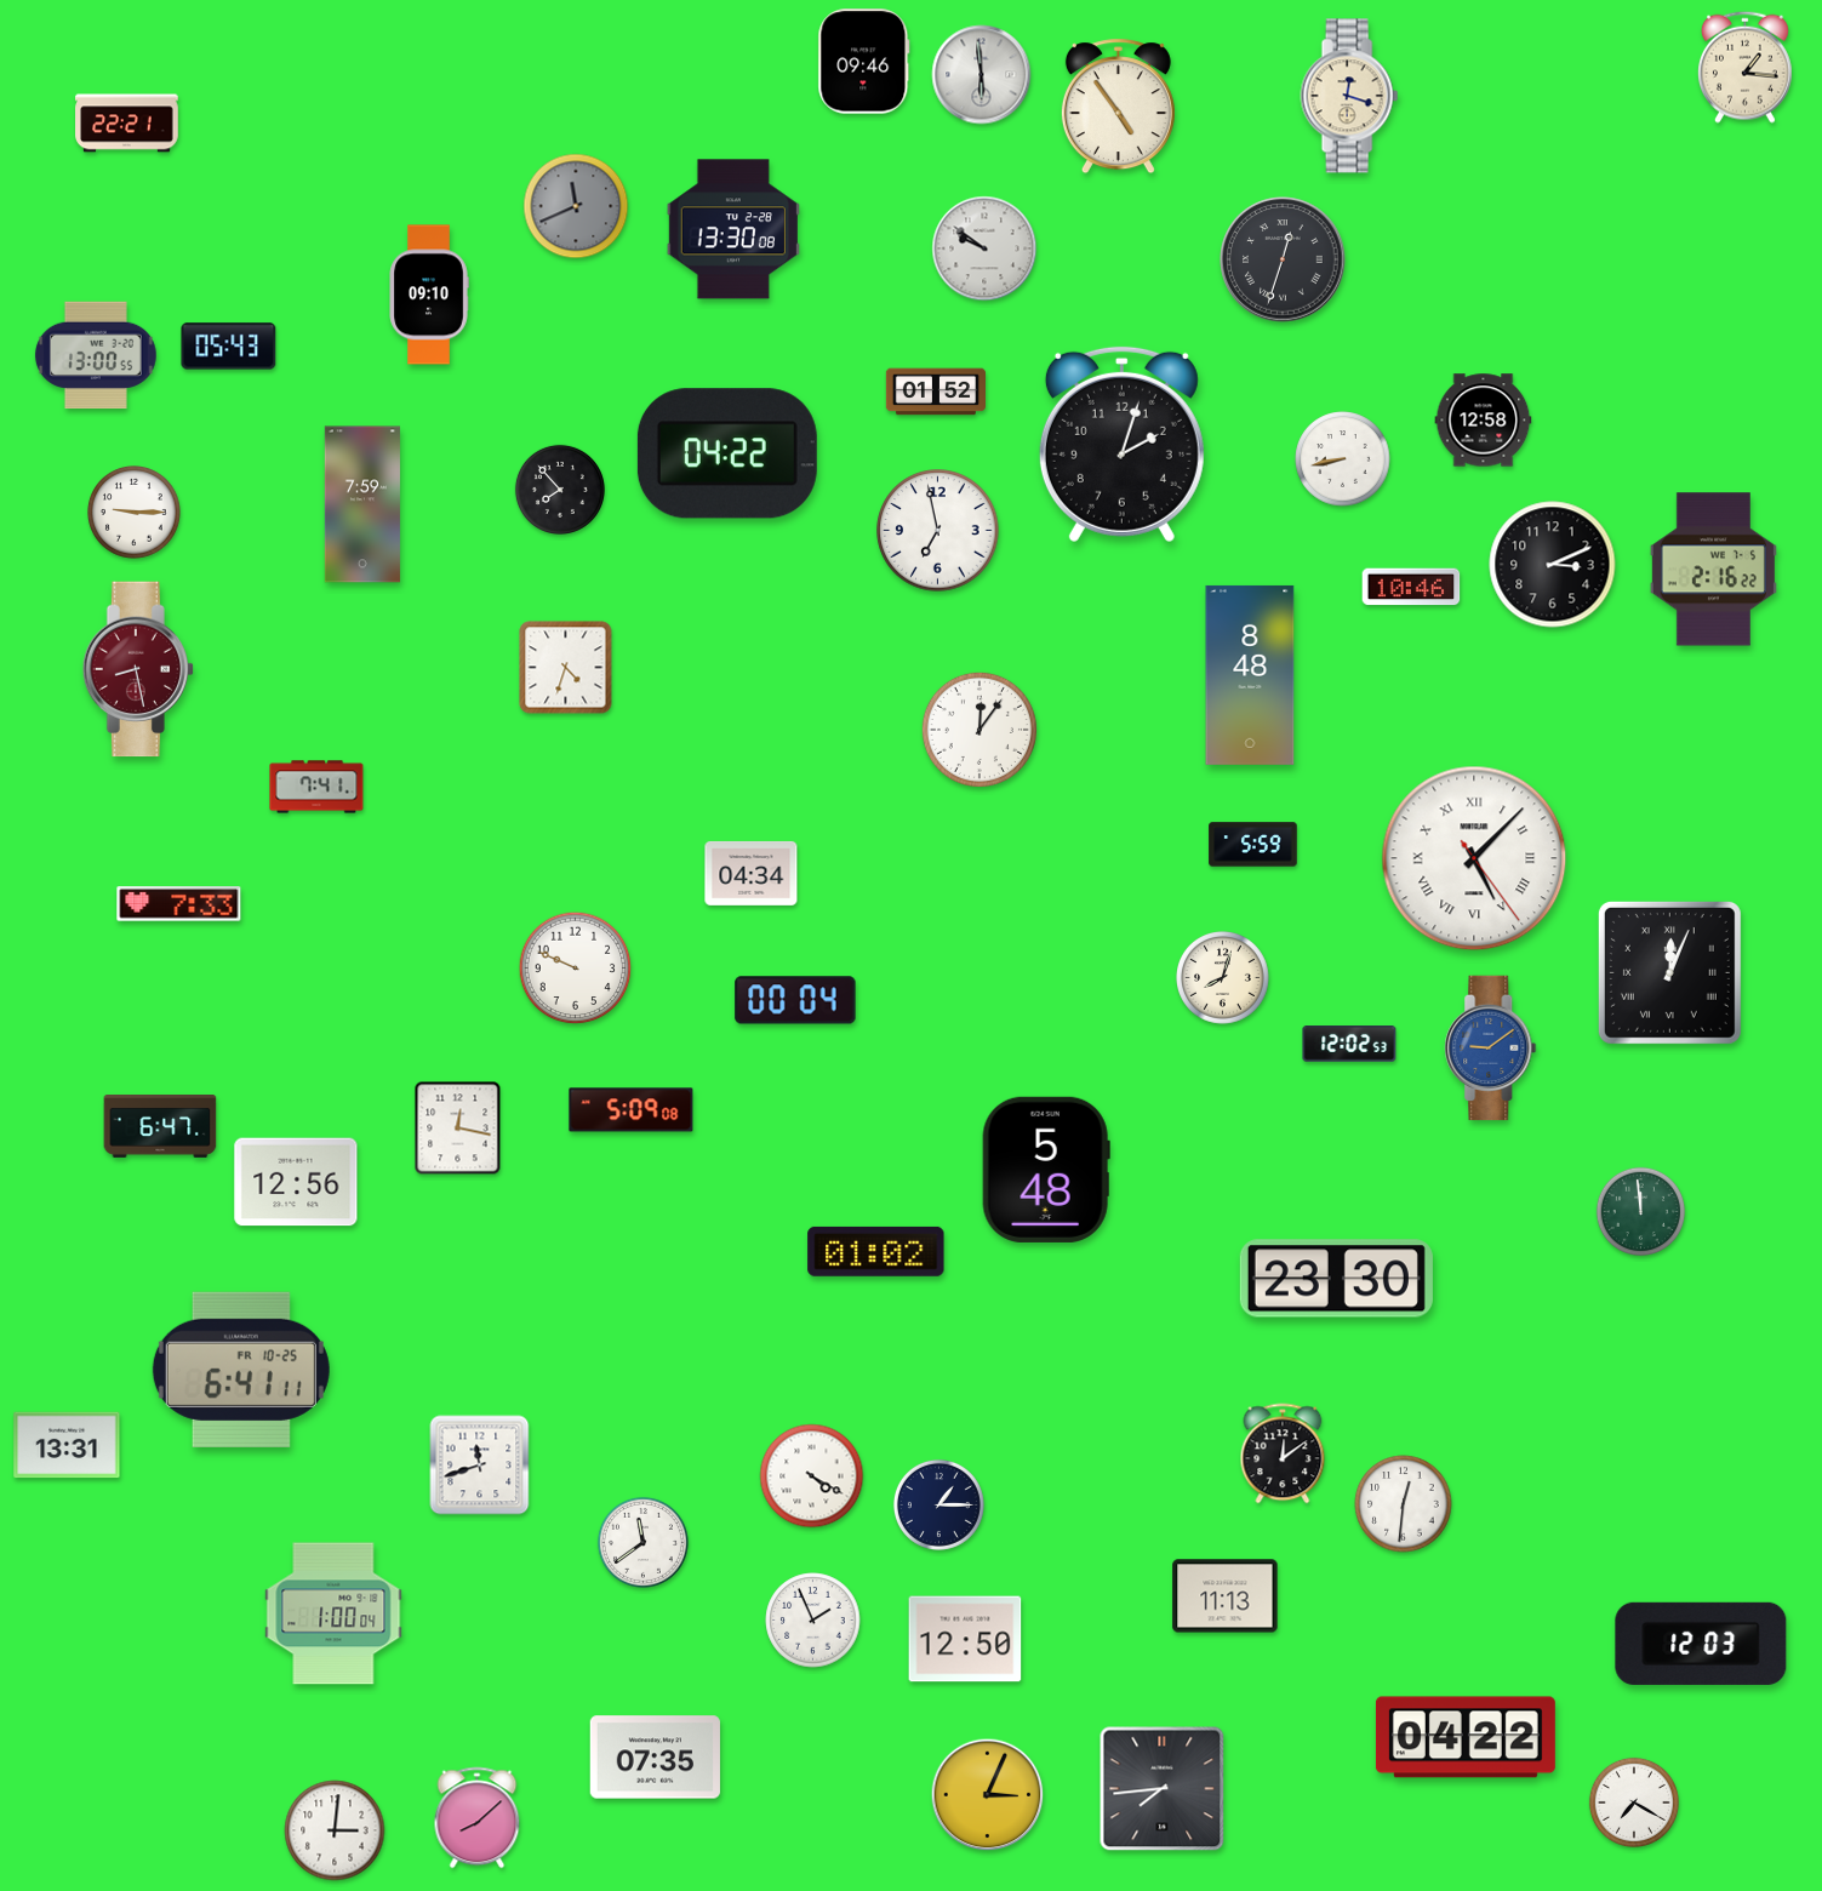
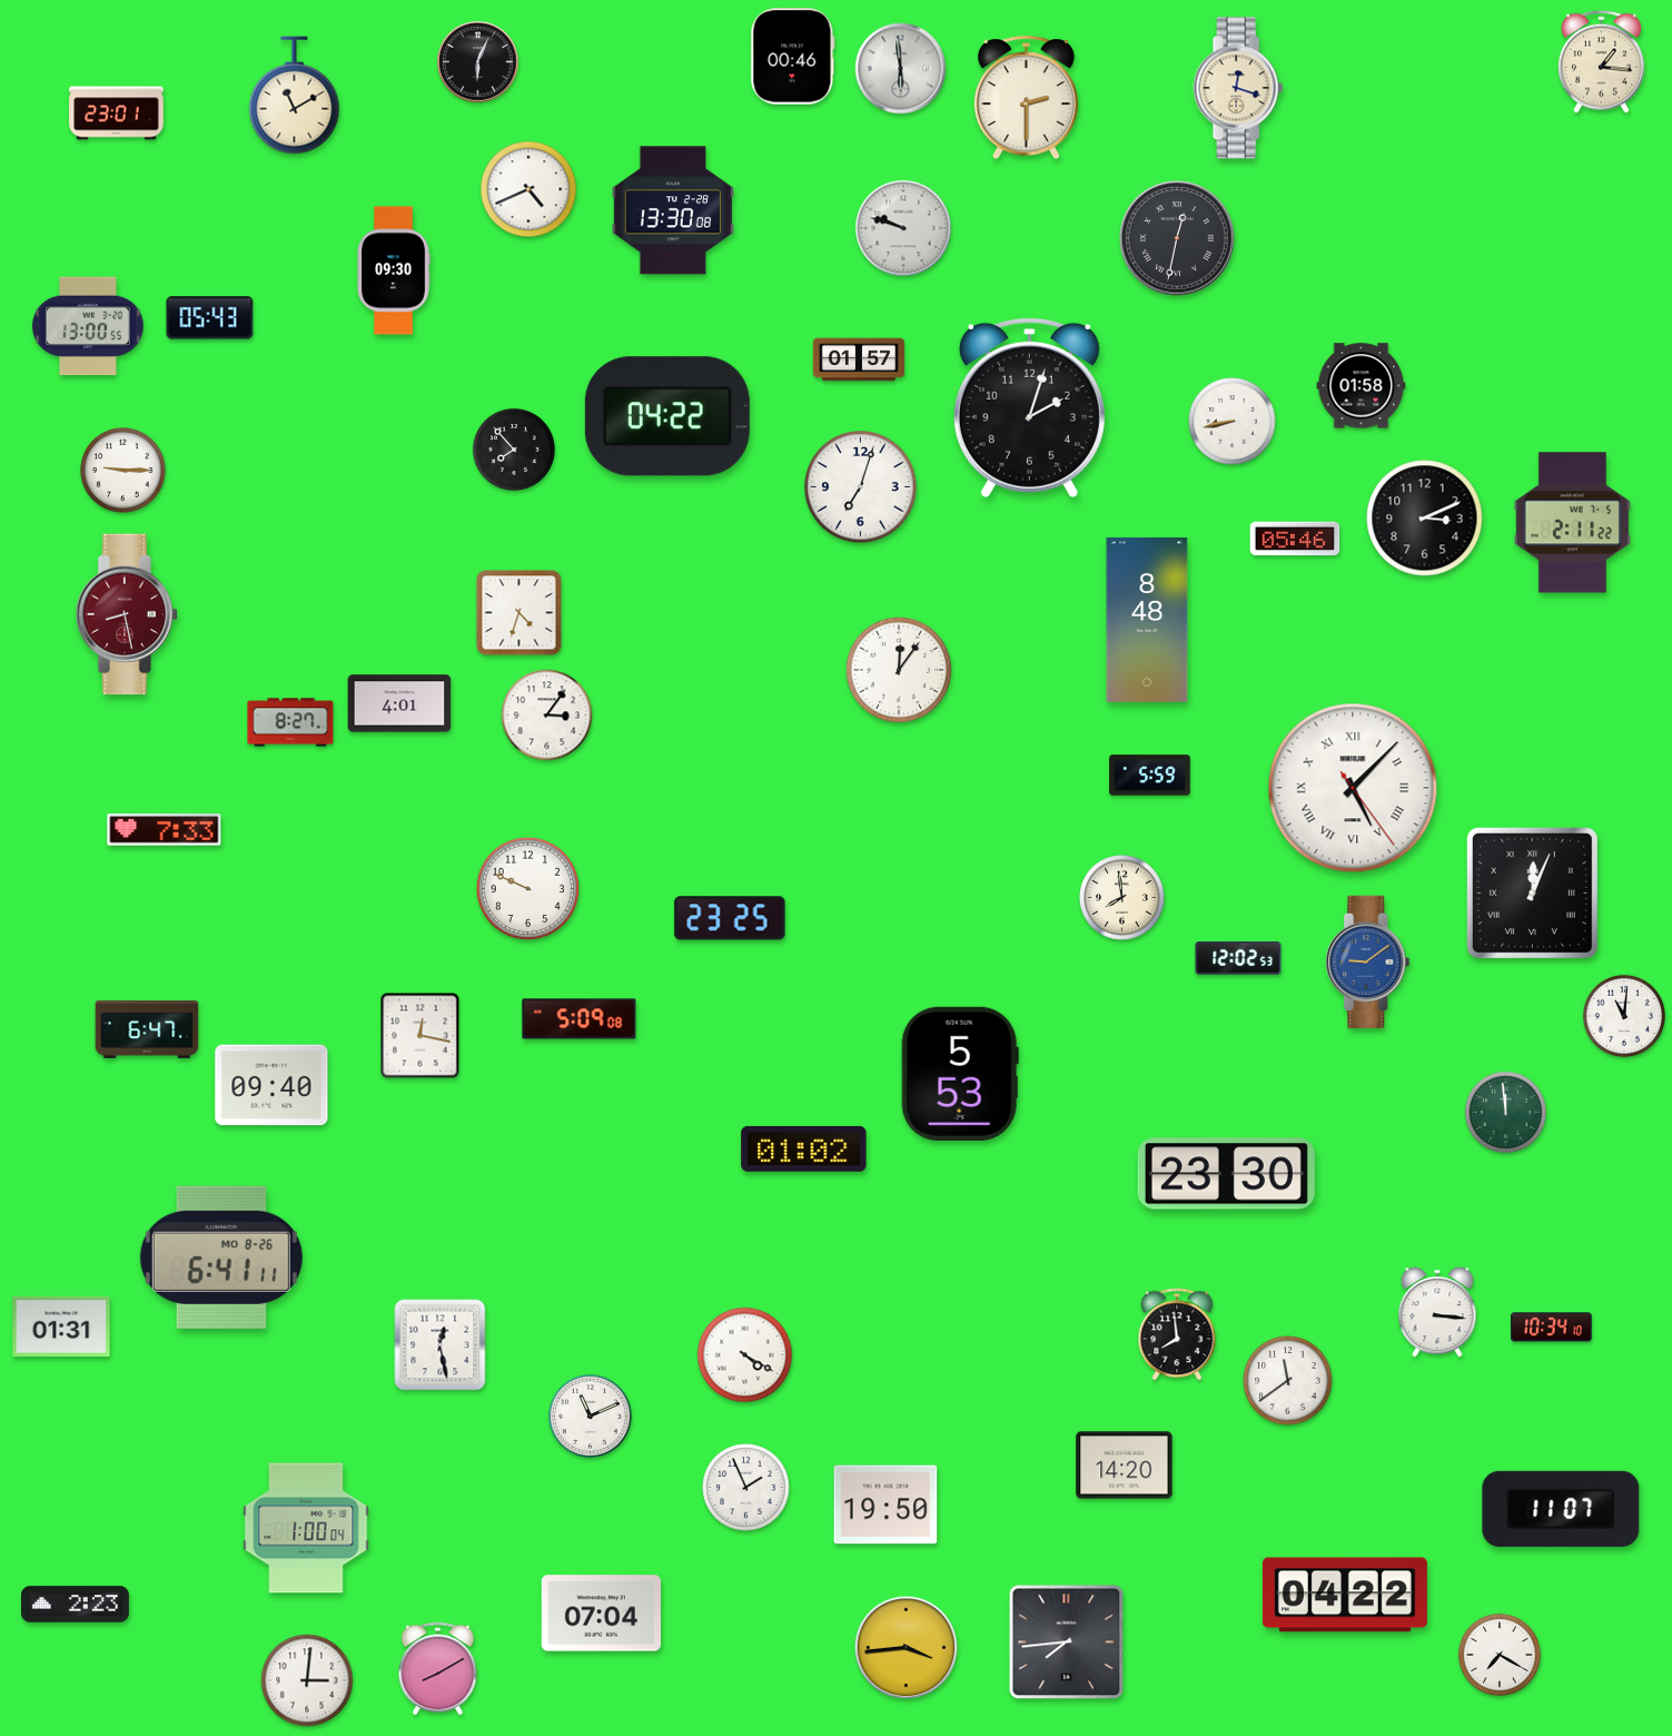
clock at (864, 62): 09:46 -> 00:46
clock at (478, 62): none -> 6:04
clock at (295, 96): none -> 11:10
clock at (1118, 107): 4:54 -> 2:30
clock at (127, 124): 22:21 -> 23:01
clock at (576, 206): 11:41 -> 4:41
clock at (576, 206) dial: grey -> white
clock at (984, 248): 9:51 -> 9:48
clock at (1283, 259): 12:33 -> 12:32
clock at (429, 295): 09:10 -> 09:30
clock at (935, 392): 01:52 -> 01:57
clock at (1484, 421): 12:58 -> 01:58
clock at (362, 504): 7:59 -> none
clock at (938, 531): 6:58 -> 7:03
clock at (1713, 570): 2:16 -> 2:11
clock at (1411, 587): 10:46 -> 05:46
clock at (399, 703): none -> 4:01
clock at (547, 716): none -> 3:06
clock at (316, 787): 7:41 -> 8:27
clock at (752, 873): 04:34 -> none
clock at (1223, 978): 8:03 -> 7:59
clock at (795, 1000): 00:04 -> 23:25
clock at (1624, 1016): none -> 11:01
clock at (160, 1127) position: (160, 1127) -> (147, 1030)
clock at (1046, 1170): 5:48 -> 5:53
clock at (296, 1182): 12:56 -> 09:40
clock at (241, 1370) date: FR 10-25 -> MO 8-26
clock at (1437, 1312): none -> 3:16
clock at (67, 1445): 13:31 -> 01:31
clock at (1552, 1328): none -> 10:34
clock at (1283, 1453): 12:09 -> 7:59
clock at (480, 1466): 11:42 -> 12:28
clock at (938, 1504): 1:15 -> none
clock at (1404, 1504): 12:31 -> 11:39
clock at (642, 1542): 11:39 -> 11:11
clock at (1226, 1596): 11:13 -> 14:20
clock at (333, 1613) position: (333, 1613) -> (306, 1528)
clock at (965, 1639): 12:50 -> 19:50
clock at (1701, 1644): 12:03 -> 11:07
clock at (76, 1605): none -> 2:23
clock at (655, 1758): 07:35 -> 07:04
clock at (988, 1795): 3:04 -> 3:44
clock at (478, 1818): 8:08 -> 8:10
